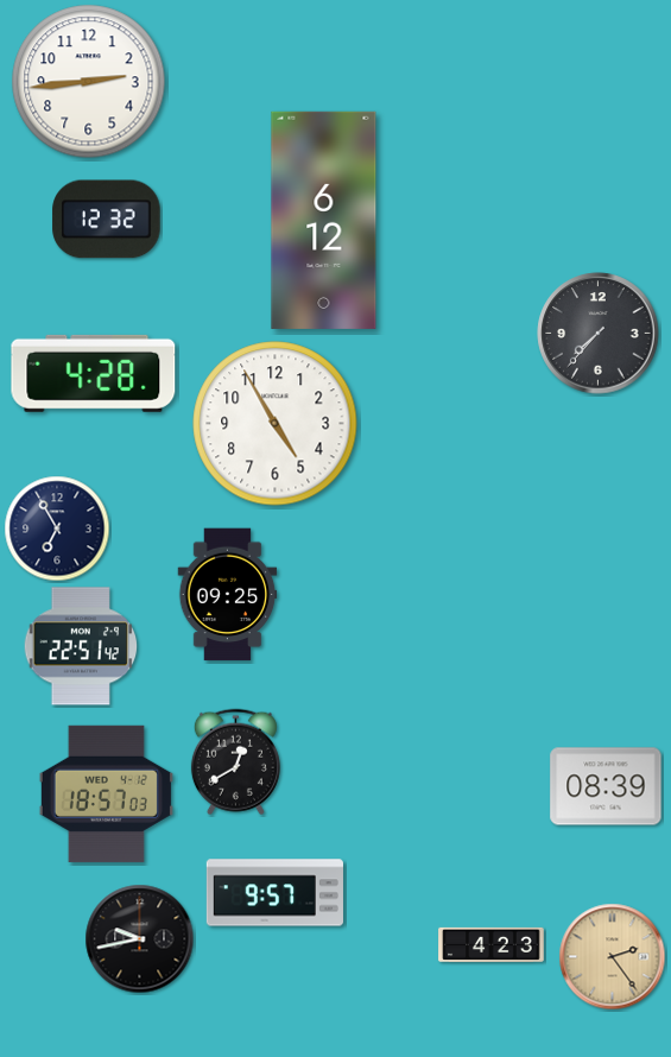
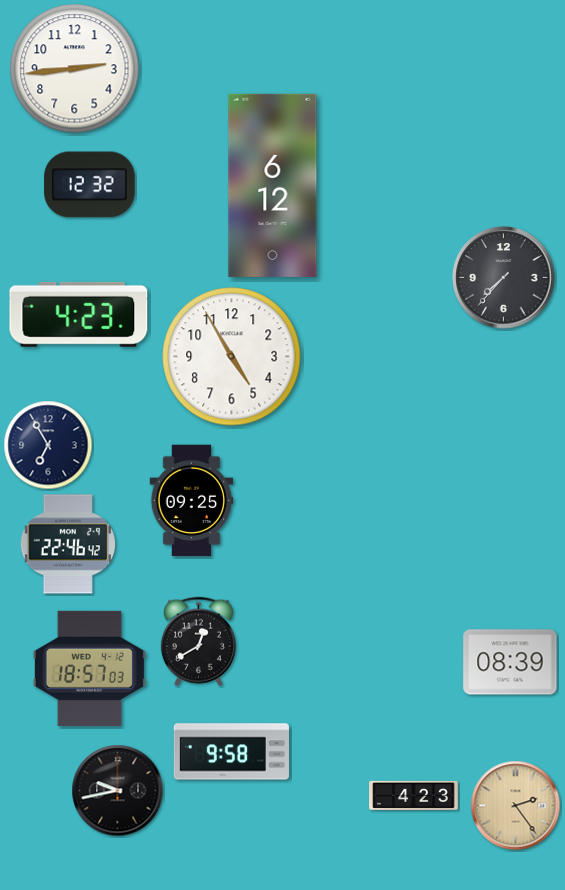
clock at (599, 334) position: (599, 334) -> (504, 278)
clock at (94, 373): 4:28 -> 4:23
clock at (81, 646): 22:51 -> 22:46
clock at (274, 893): 9:57 -> 9:58
